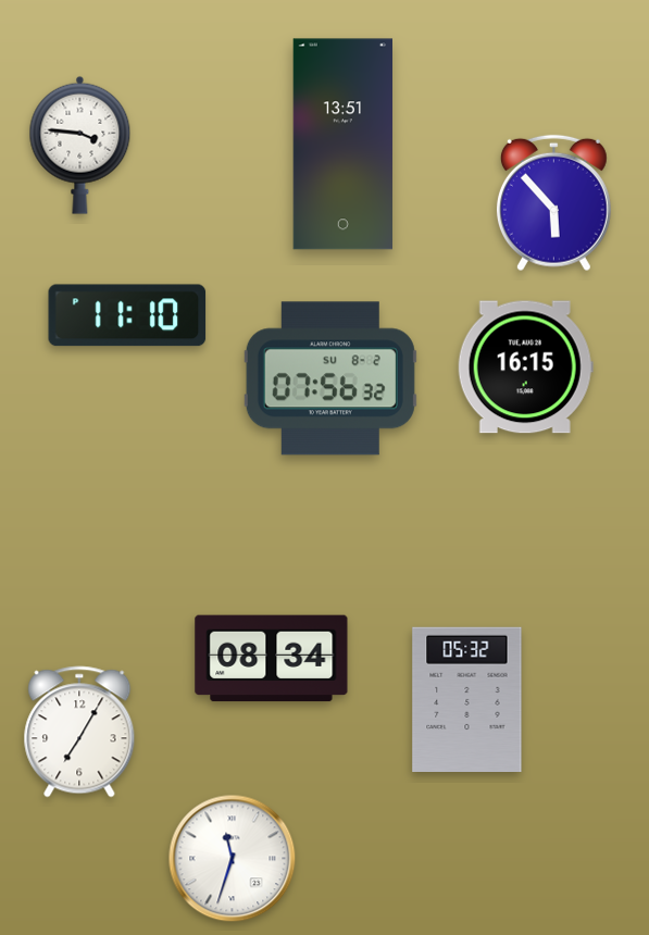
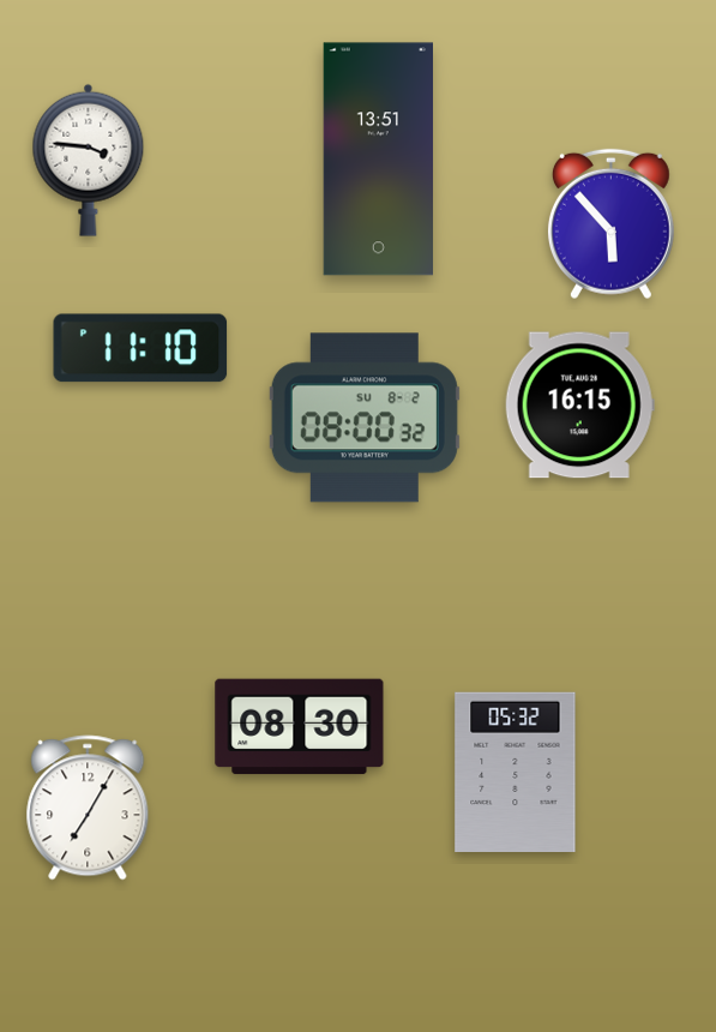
clock at (330, 378): 07:56 -> 08:00
clock at (272, 659): 08:34 -> 08:30
clock at (233, 859): 11:33 -> none
